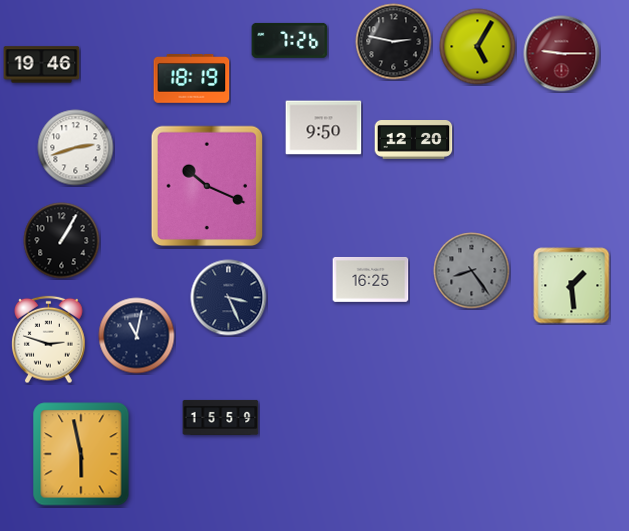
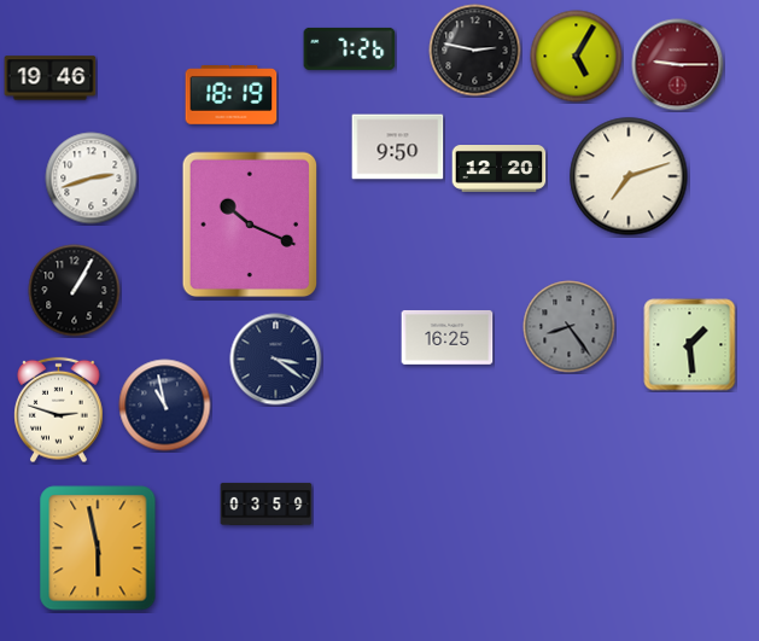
clock at (324, 128) position: (324, 128) -> (398, 147)
clock at (629, 176): none -> 7:12
clock at (229, 298): 3:26 -> 3:21
clock at (137, 336): 11:02 -> 10:58
clock at (221, 417): 15:59 -> 03:59
